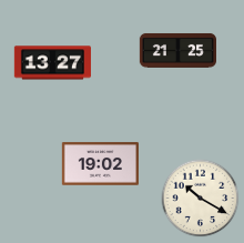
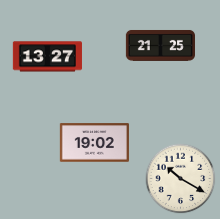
clock at (100, 164) position: (100, 164) -> (94, 143)
